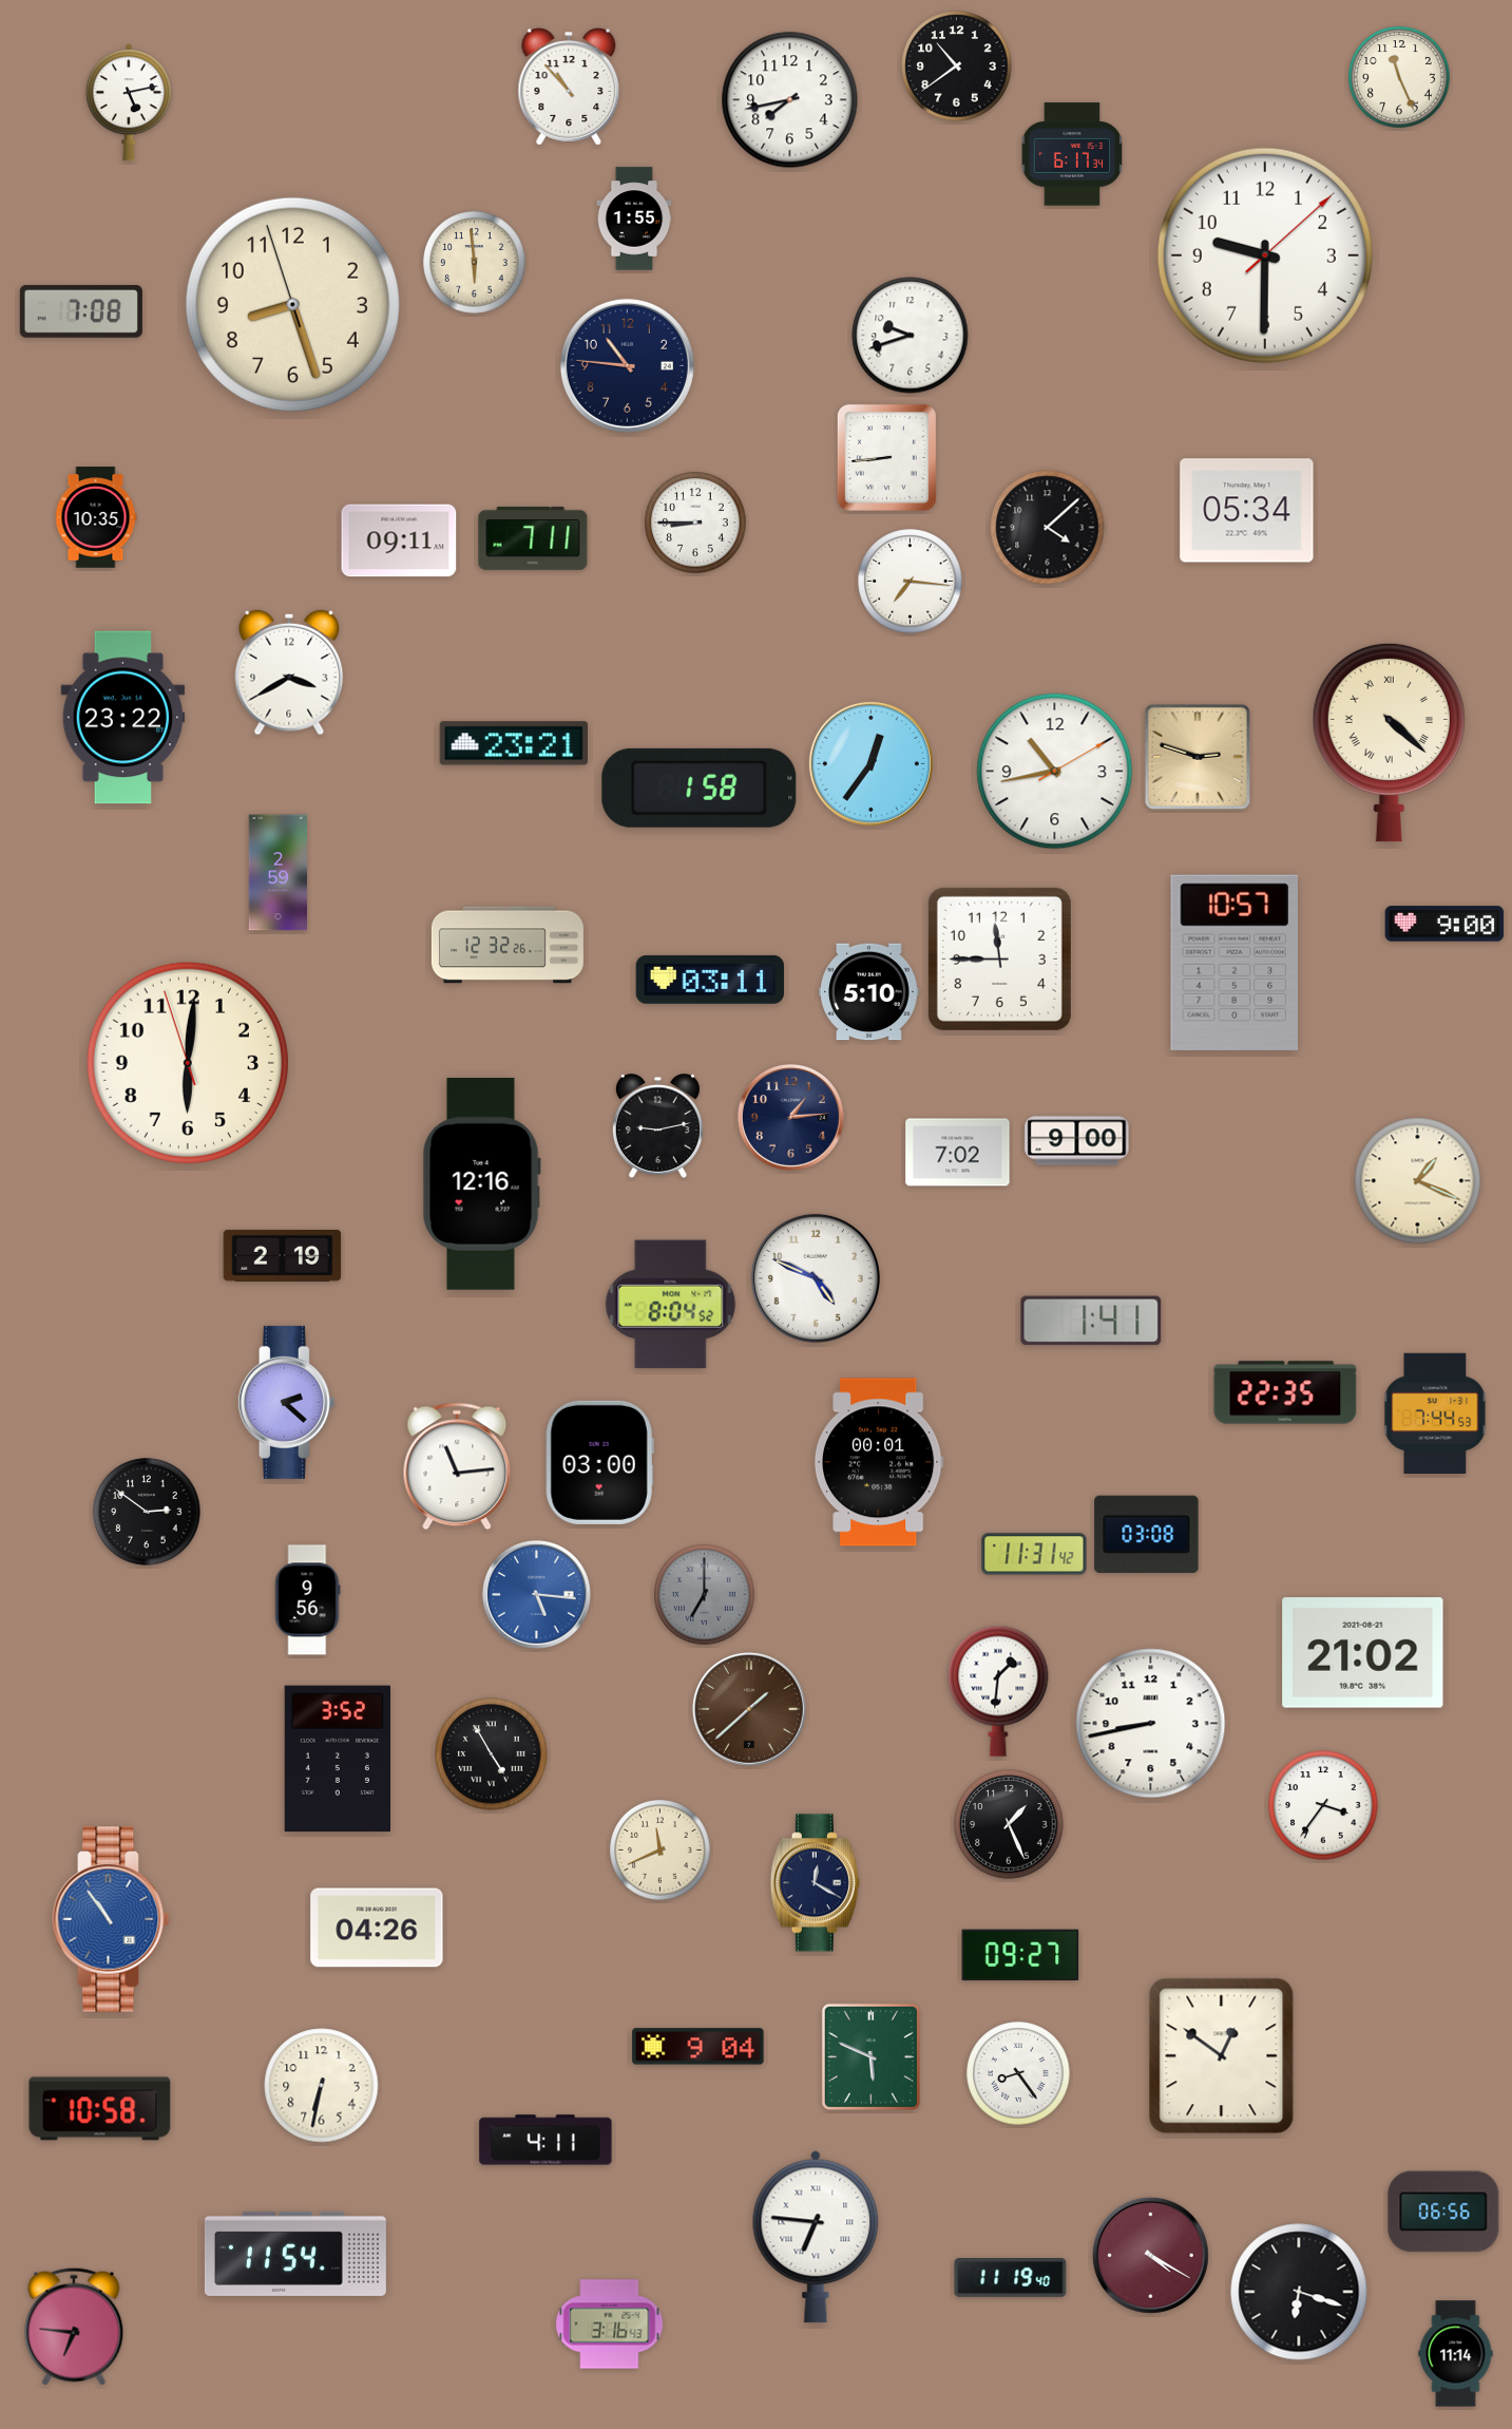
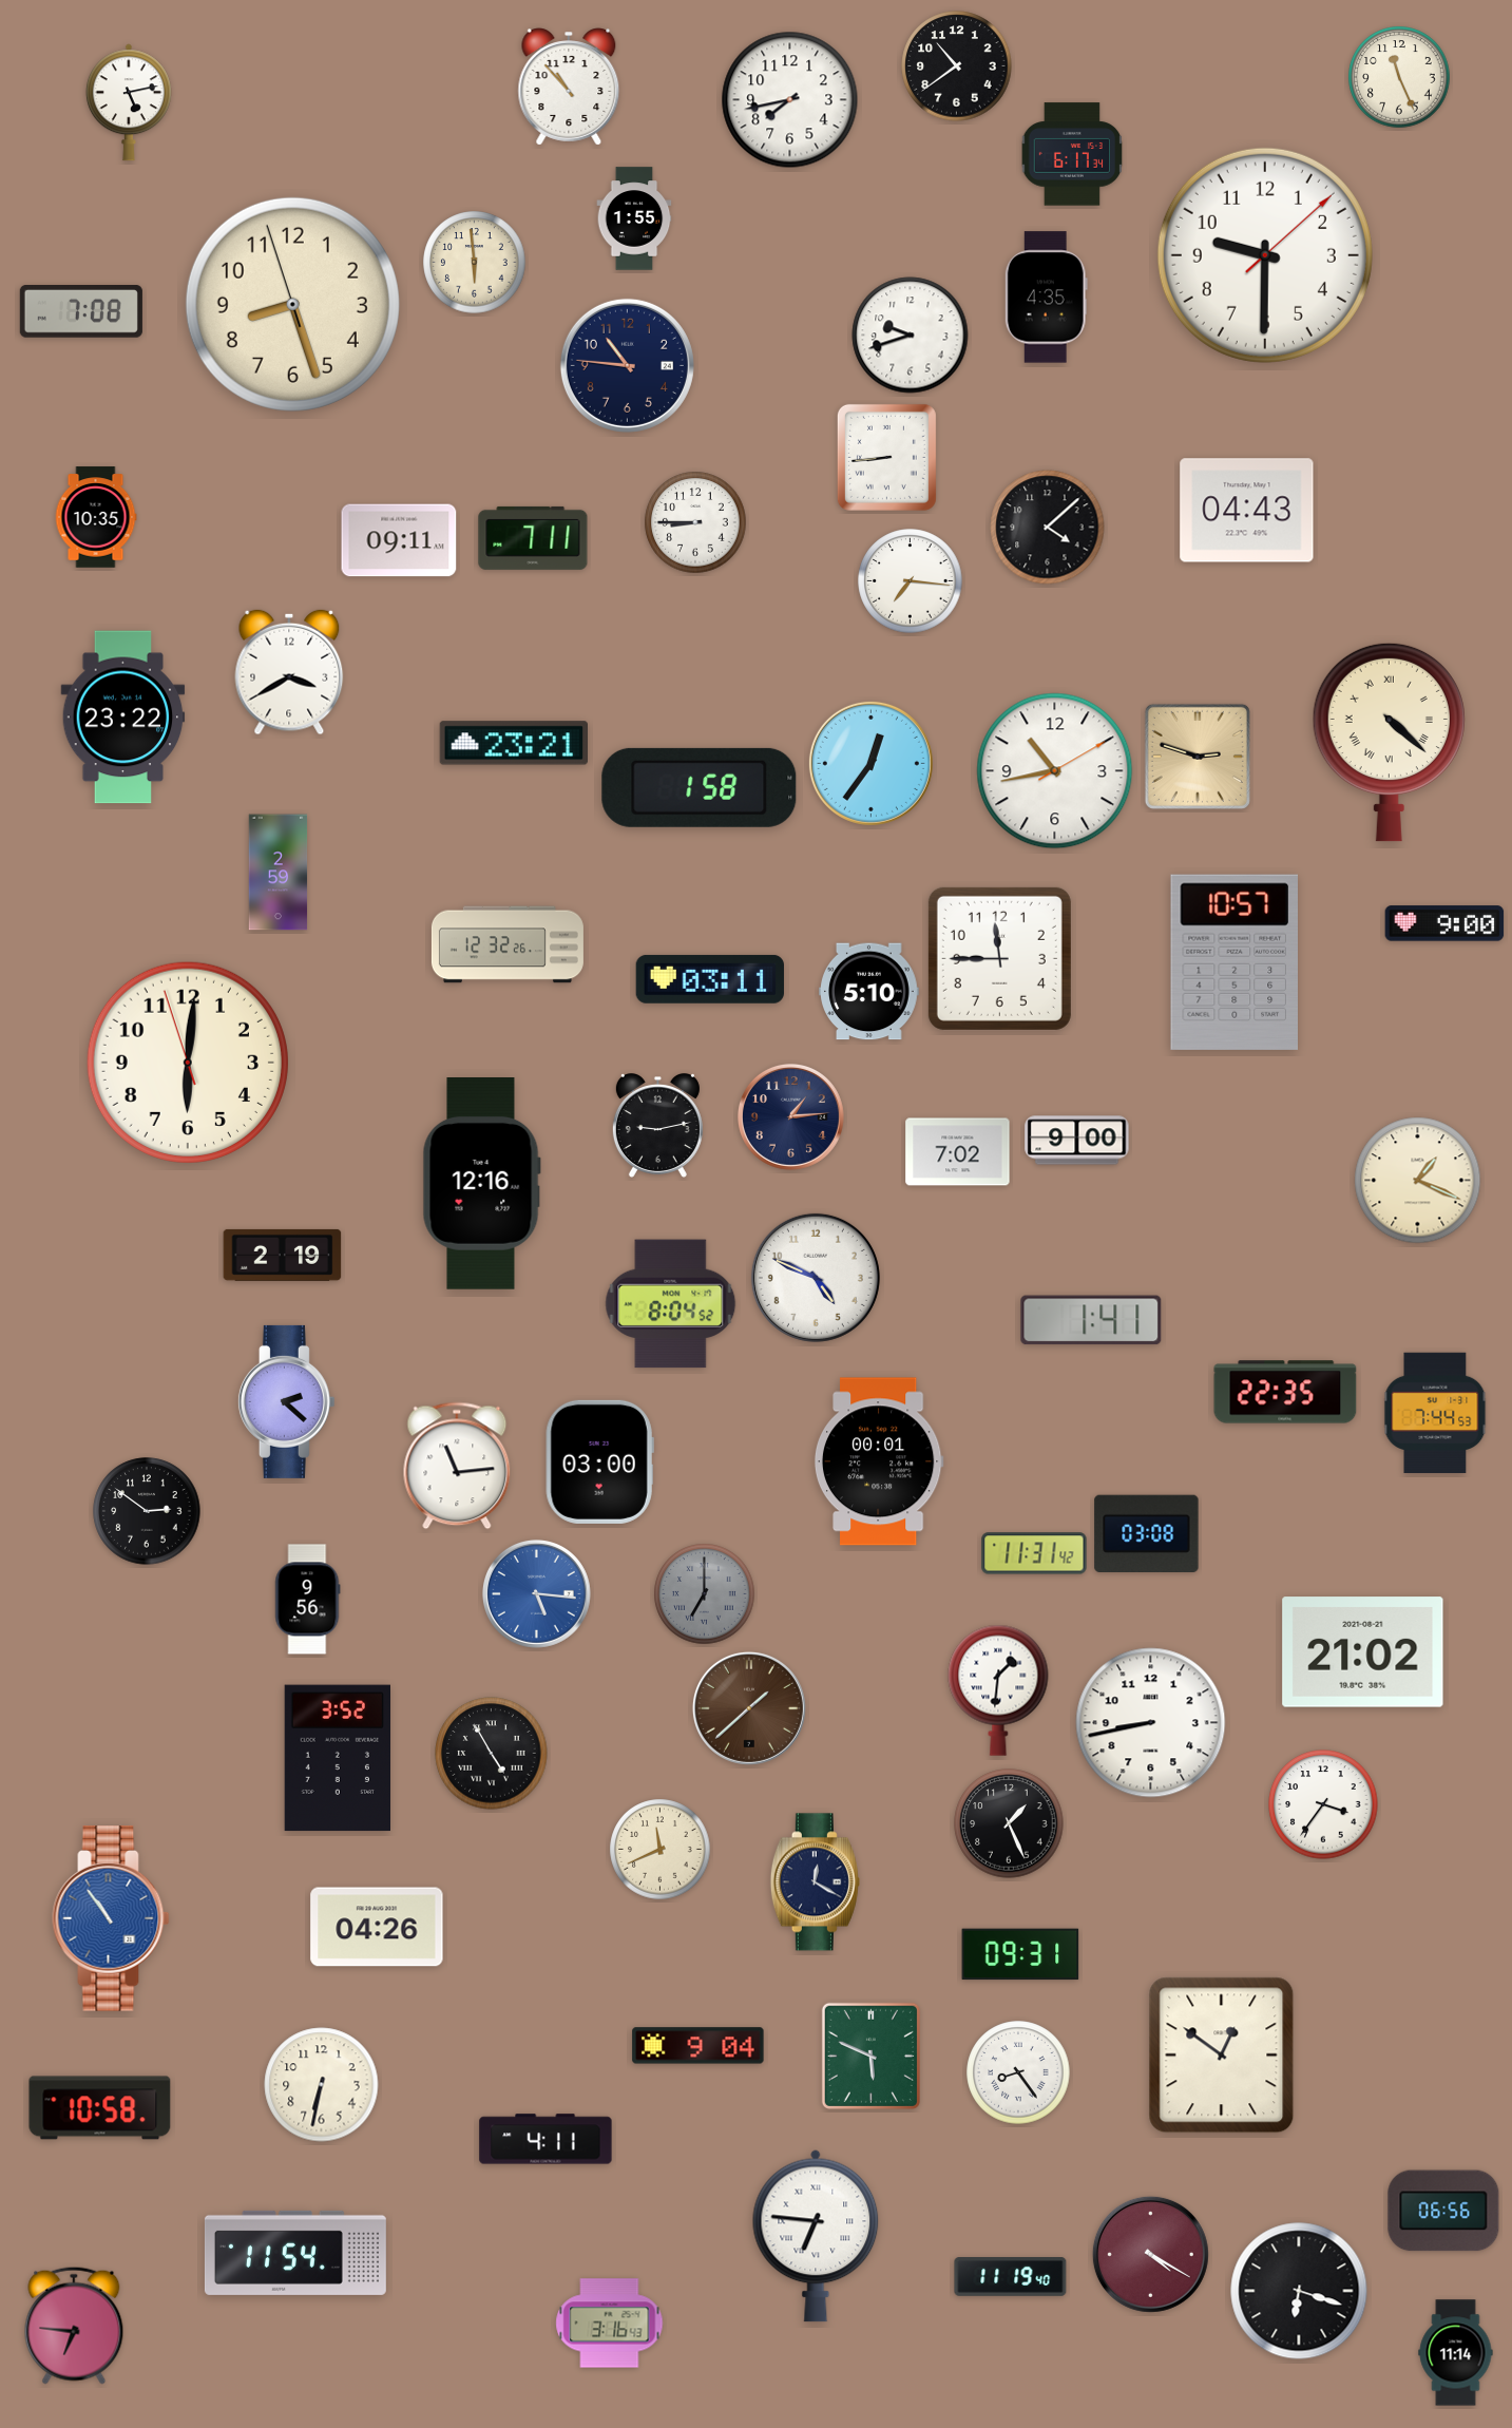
clock at (1046, 298): none -> 4:35
clock at (1247, 511): 05:34 -> 04:43
clock at (1020, 1955): 09:27 -> 09:31
